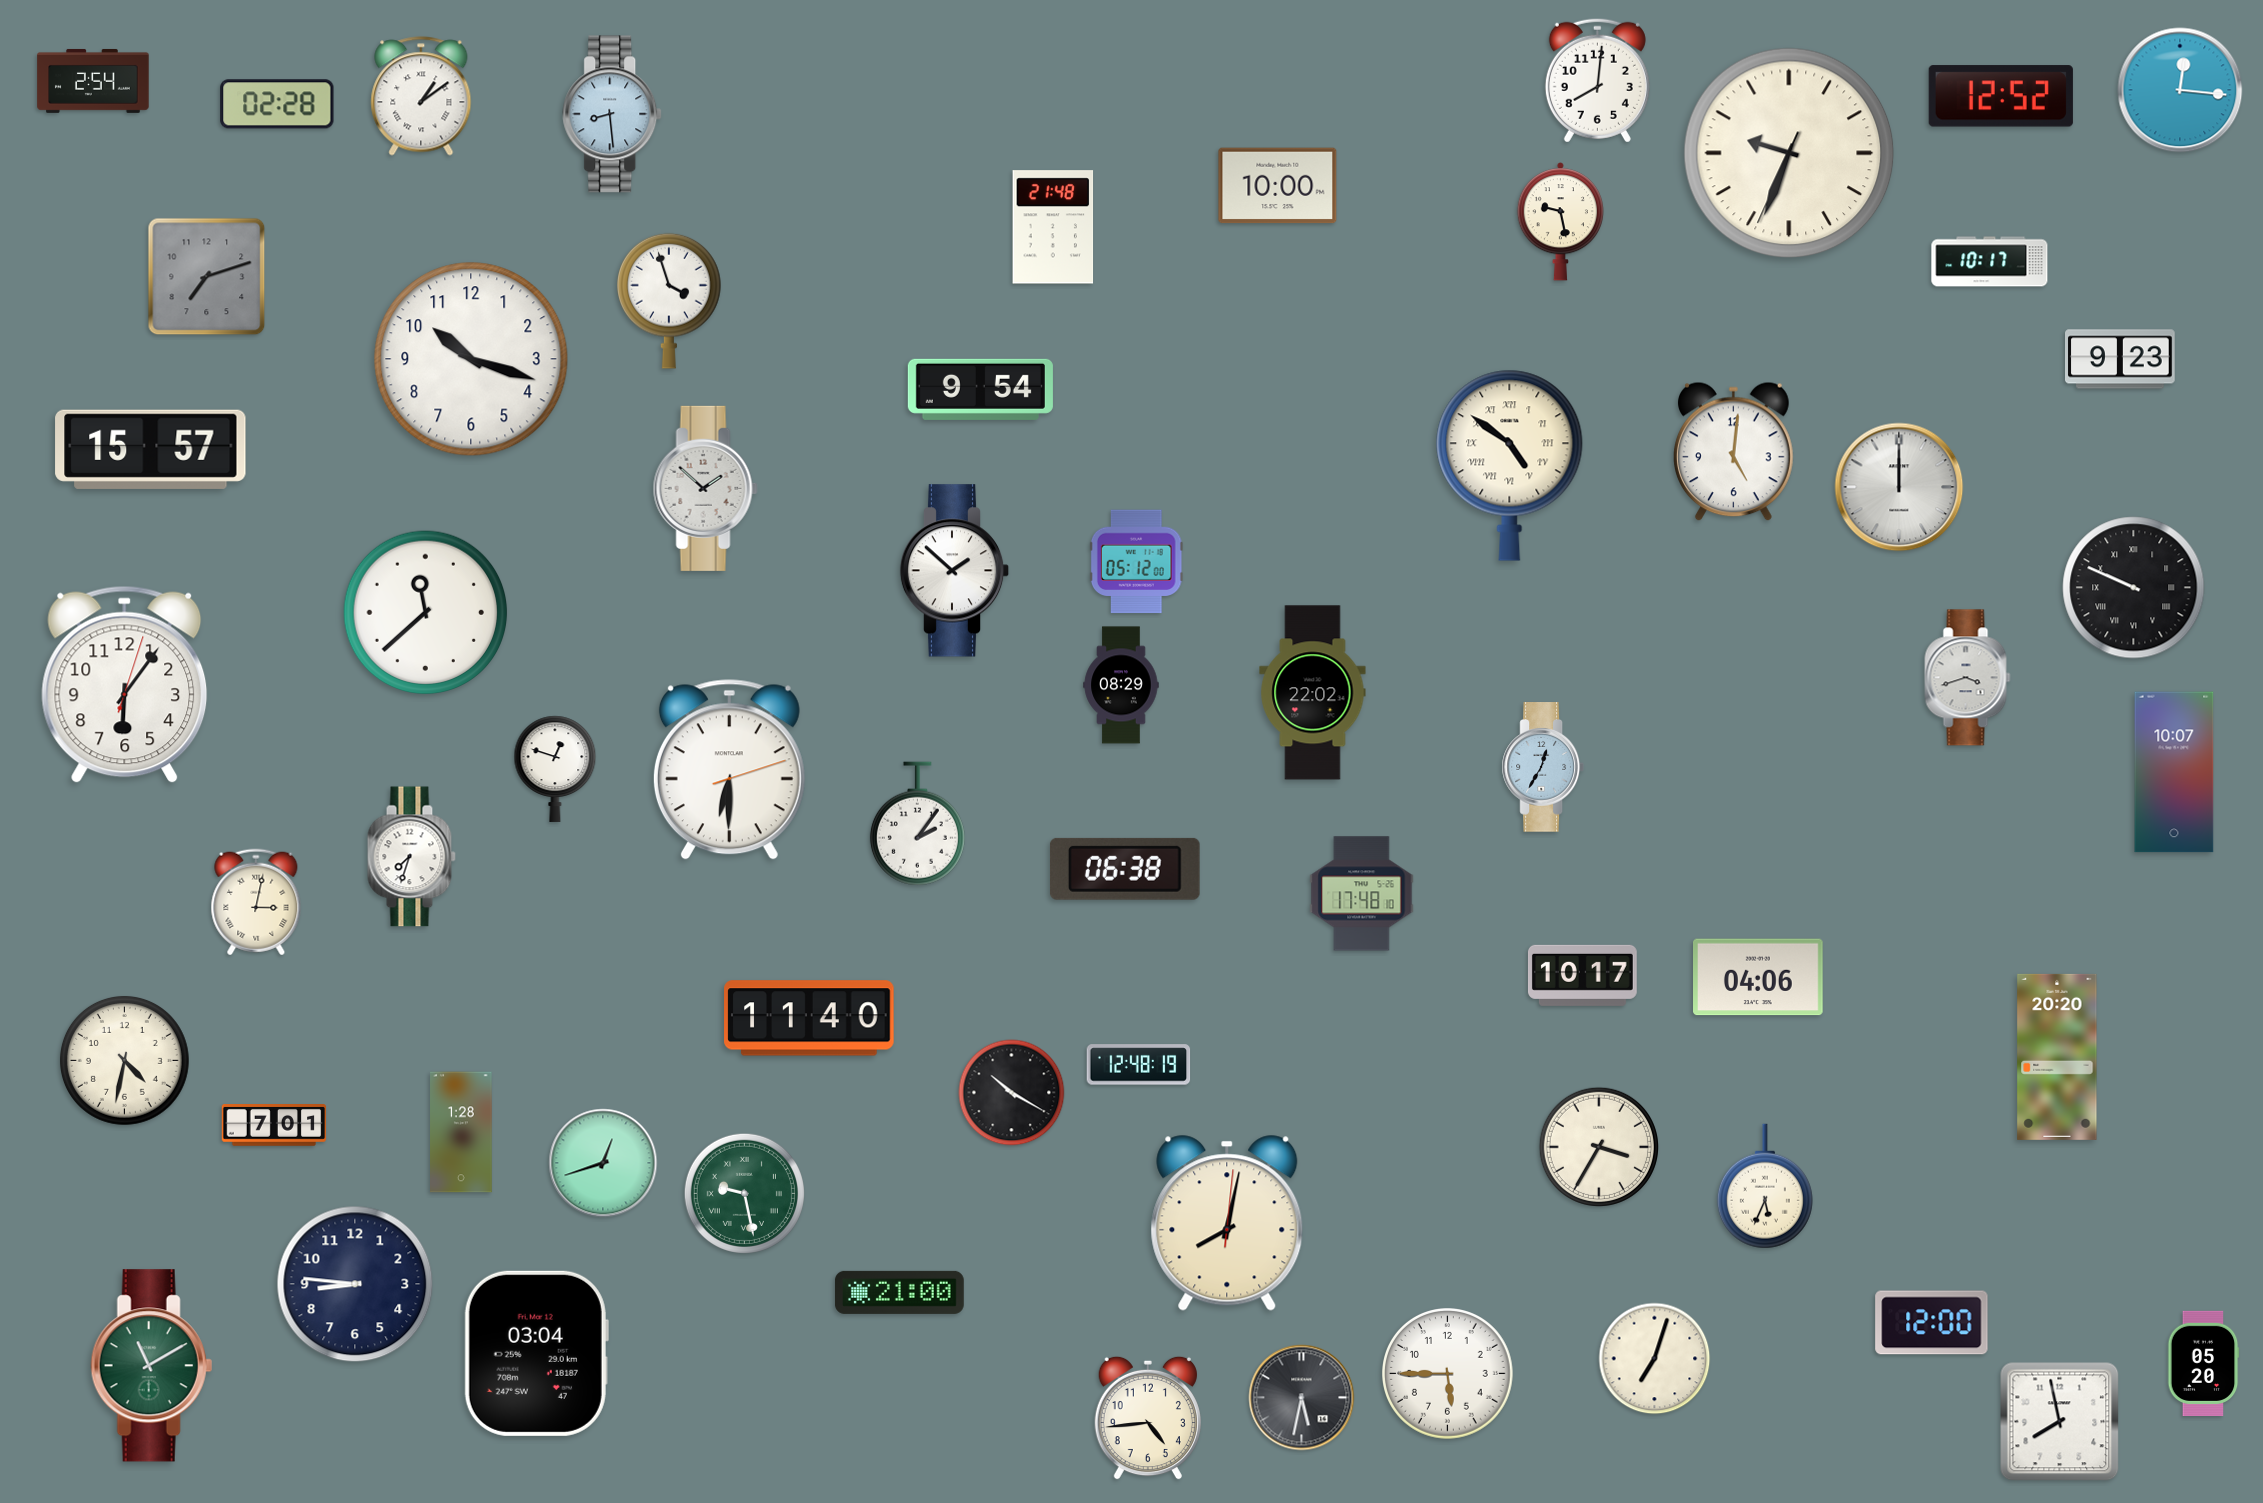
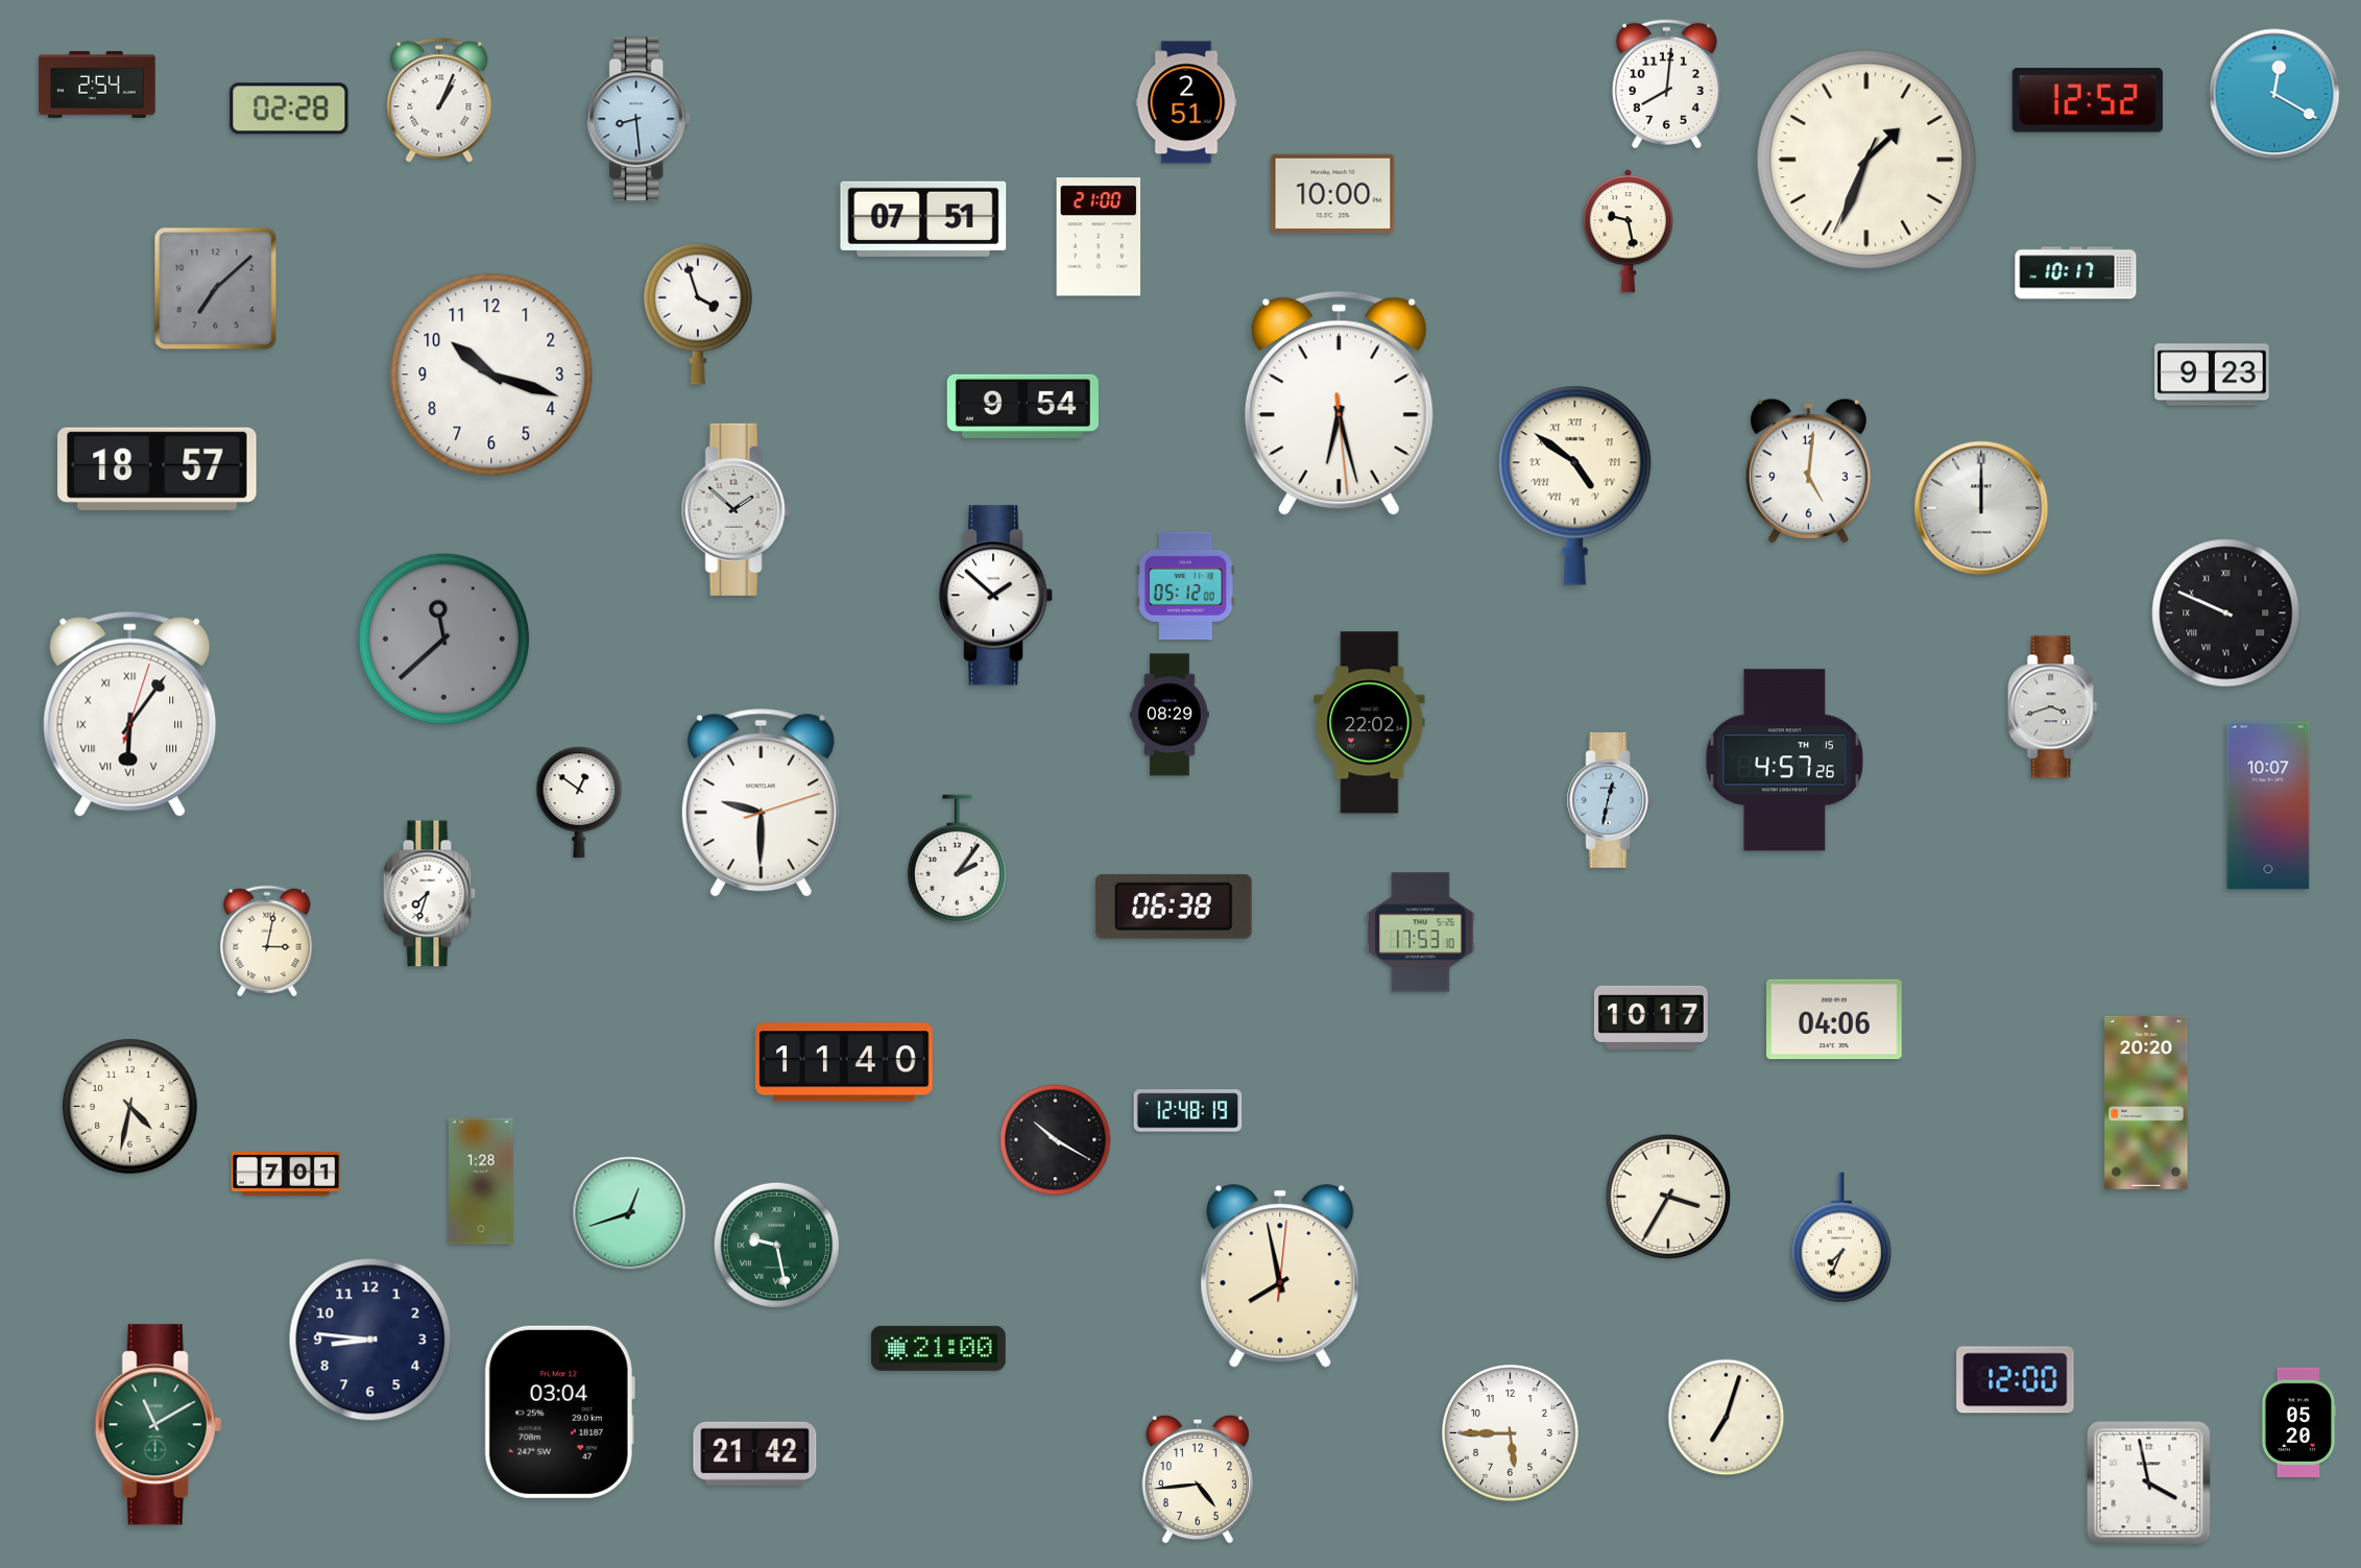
clock at (2180, 90): 12:16 -> 12:20
clock at (421, 96): 1:09 -> 1:04
clock at (1186, 102): none -> 2:51
clock at (1789, 153): 9:33 -> 1:33
clock at (923, 219): none -> 07:51
clock at (1053, 227): 21:48 -> 21:00
clock at (207, 277): 7:12 -> 7:08
clock at (1339, 404): none -> 6:27
clock at (151, 449): 15:57 -> 18:57
clock at (426, 613) dial: white -> grey
clock at (125, 685) numerals: Arabic -> Roman
clock at (1784, 761): none -> 4:57
clock at (1542, 767): 12:35 -> 12:32
clock at (555, 769): 12:48 -> 12:51
clock at (729, 770): 6:30 -> 9:30
clock at (1362, 894): 17:48 -> 17:53
clock at (1765, 1186): 5:34 -> 7:34
clock at (1227, 1223): 8:02 -> 7:58
clock at (755, 1453): none -> 21:42
clock at (1302, 1398): 5:32 -> none
clock at (2060, 1422): 7:58 -> 3:58
